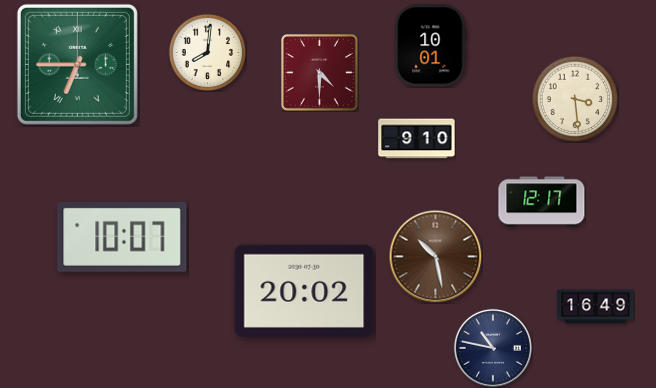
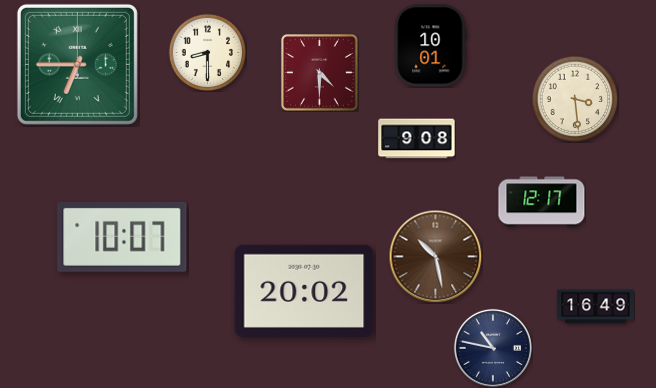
clock at (207, 52): 8:01 -> 8:30
clock at (417, 139): 9:10 -> 9:08
